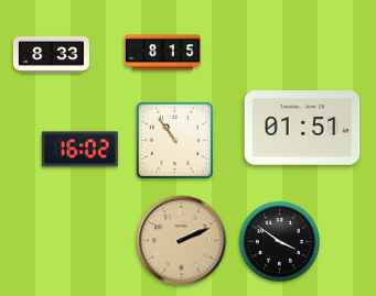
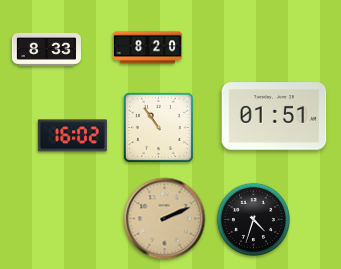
clock at (162, 53): 8:15 -> 8:20
clock at (279, 241): 3:51 -> 4:33
